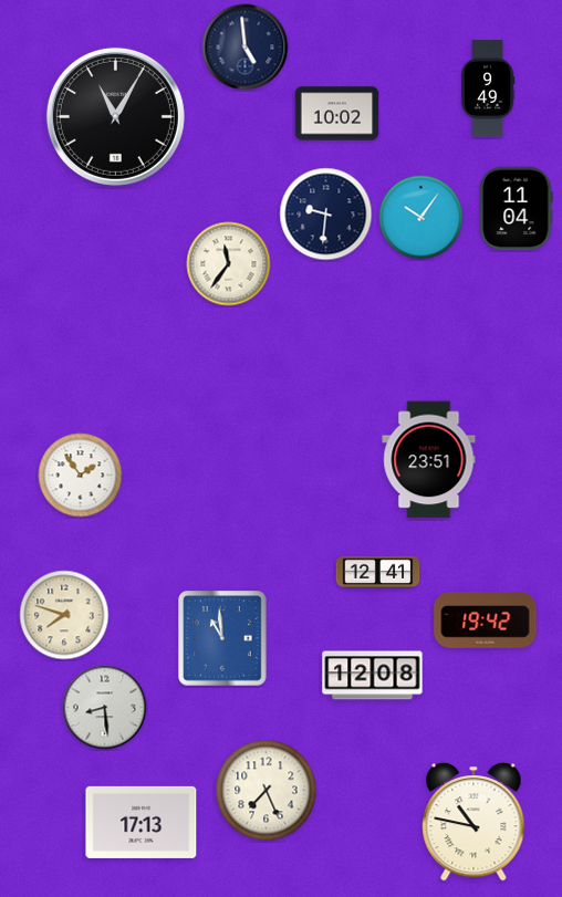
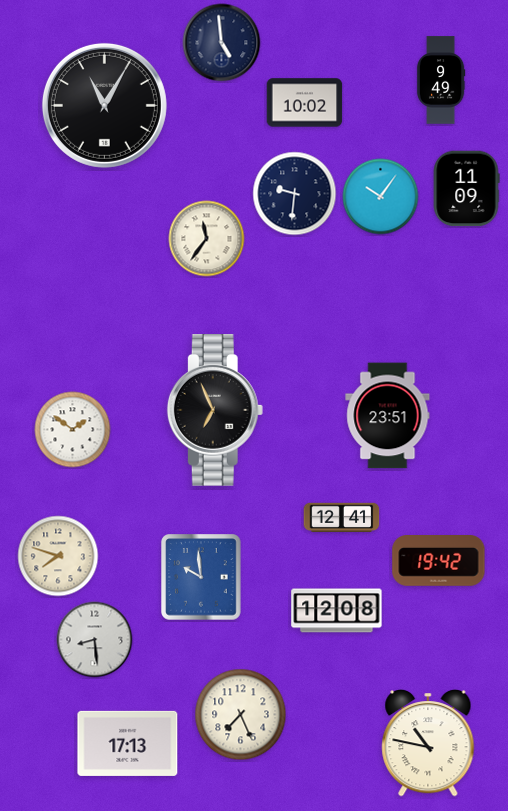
clock at (516, 209): 11:04 -> 11:09
clock at (215, 411): none -> 6:56
clock at (81, 476): 1:54 -> 1:51
clock at (222, 638): 10:59 -> 9:59
